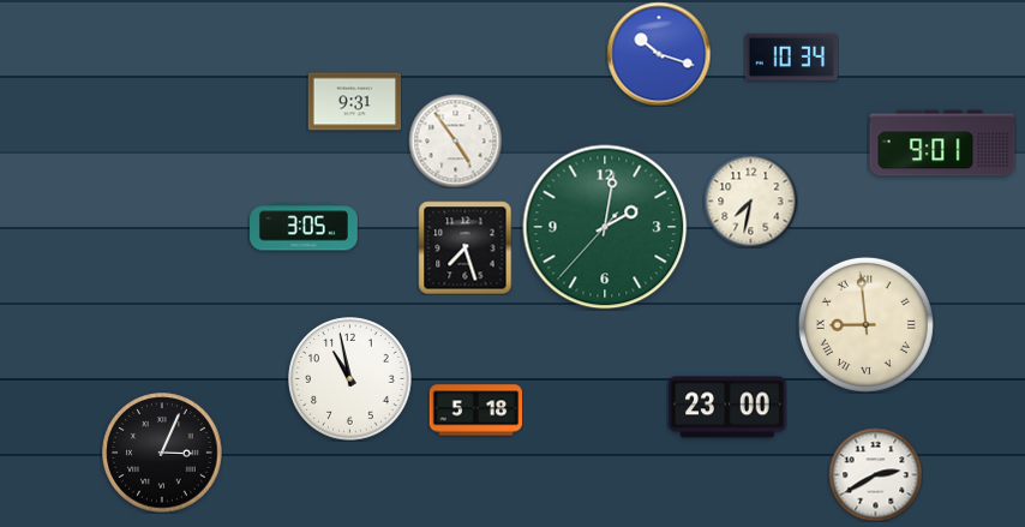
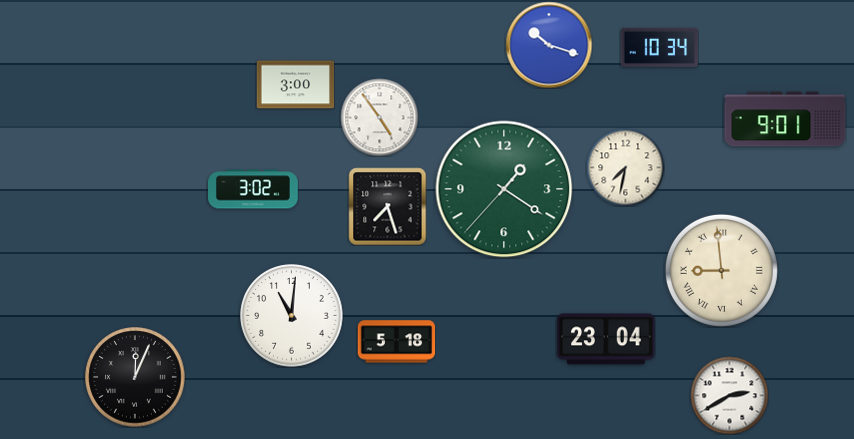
clock at (354, 102): 9:31 -> 3:00
clock at (305, 227): 3:05 -> 3:02
clock at (605, 227): 2:01 -> 1:20
clock at (350, 379): 10:58 -> 11:01
clock at (727, 407): 23:00 -> 23:04
clock at (162, 453): 3:04 -> 12:04
